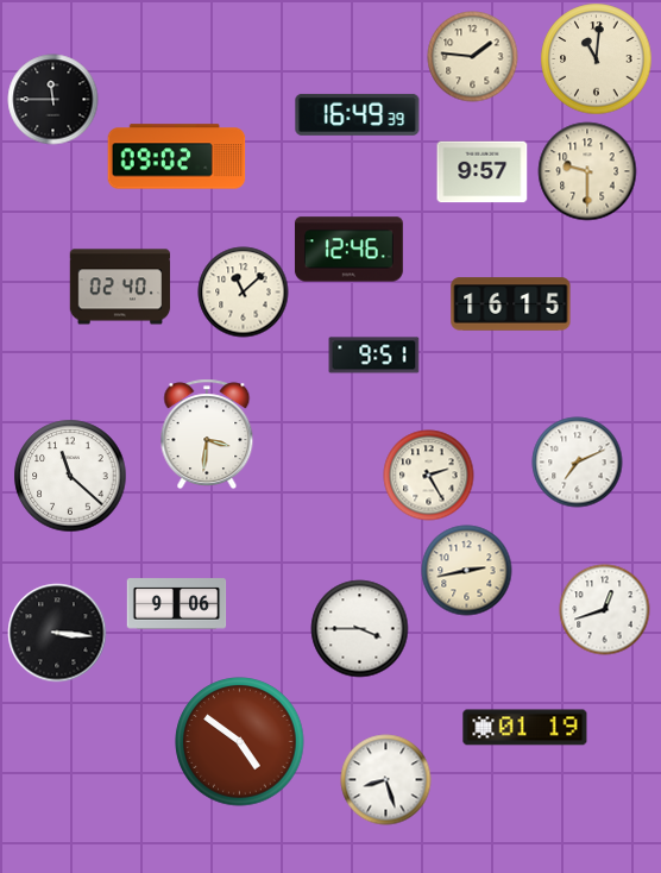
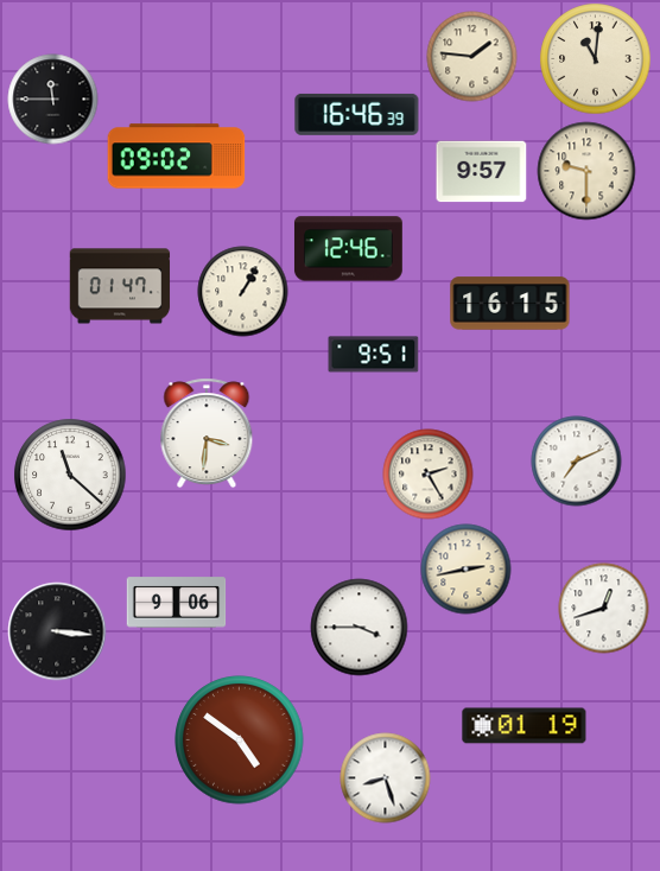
clock at (358, 114): 16:49 -> 16:46
clock at (120, 287): 02:40 -> 01:47
clock at (244, 293): 11:08 -> 1:05
